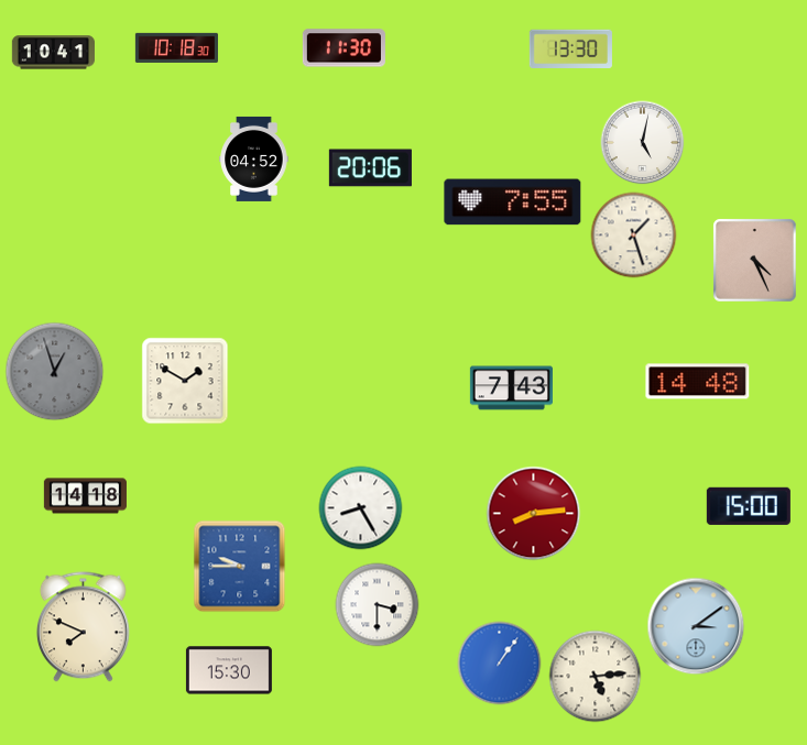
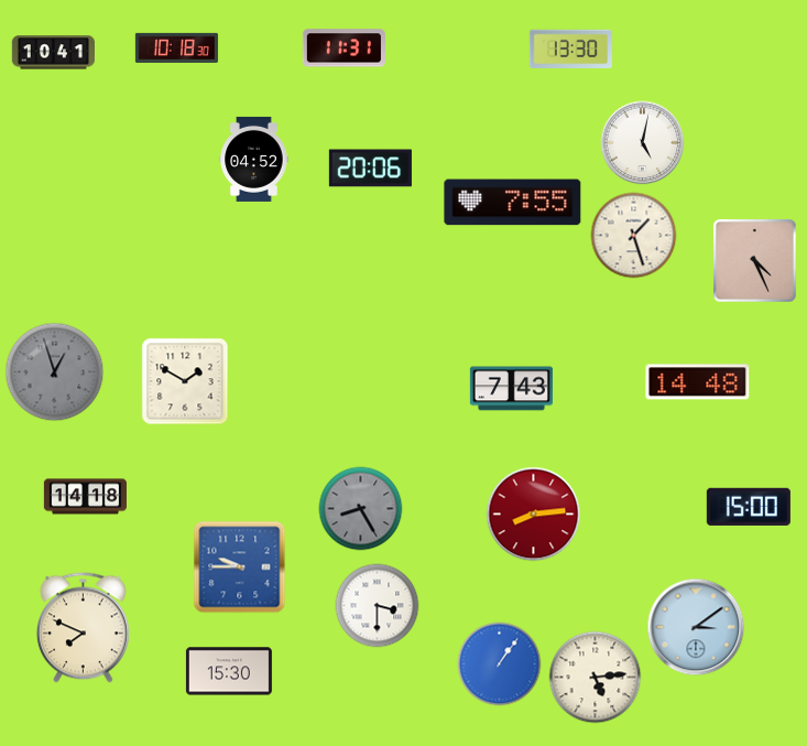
clock at (343, 48): 11:30 -> 11:31
clock at (361, 508) dial: white -> grey
